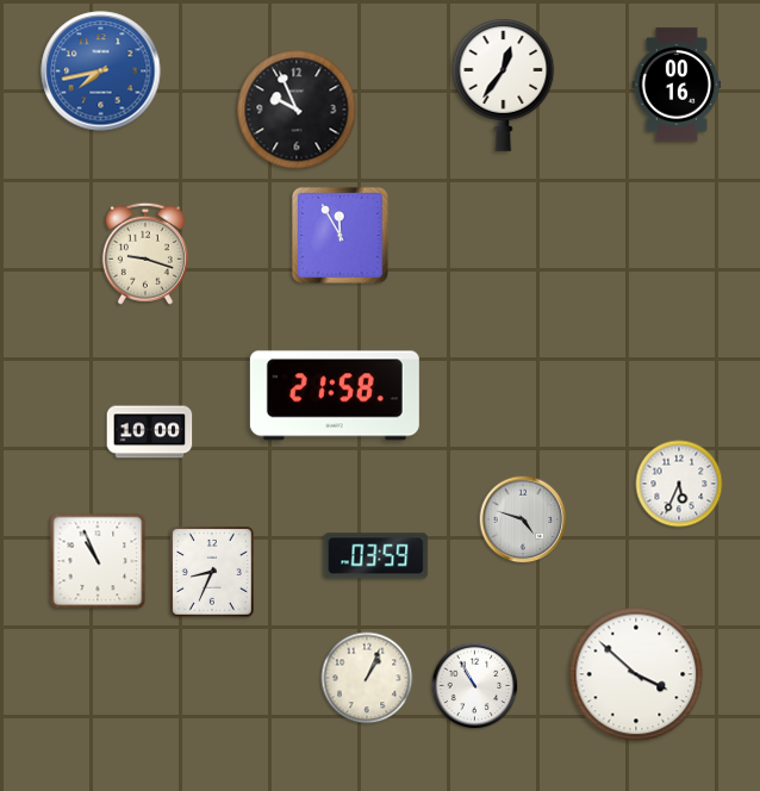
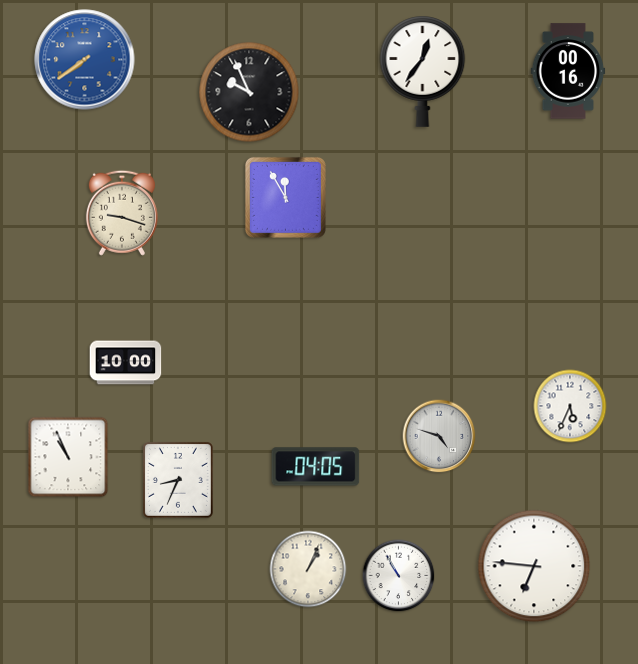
clock at (101, 71): 7:43 -> 7:39
clock at (335, 395): 21:58 -> none
clock at (376, 556): 03:59 -> 04:05
clock at (98, 561) position: (98, 561) -> (68, 457)
clock at (636, 674): 3:52 -> 6:46
